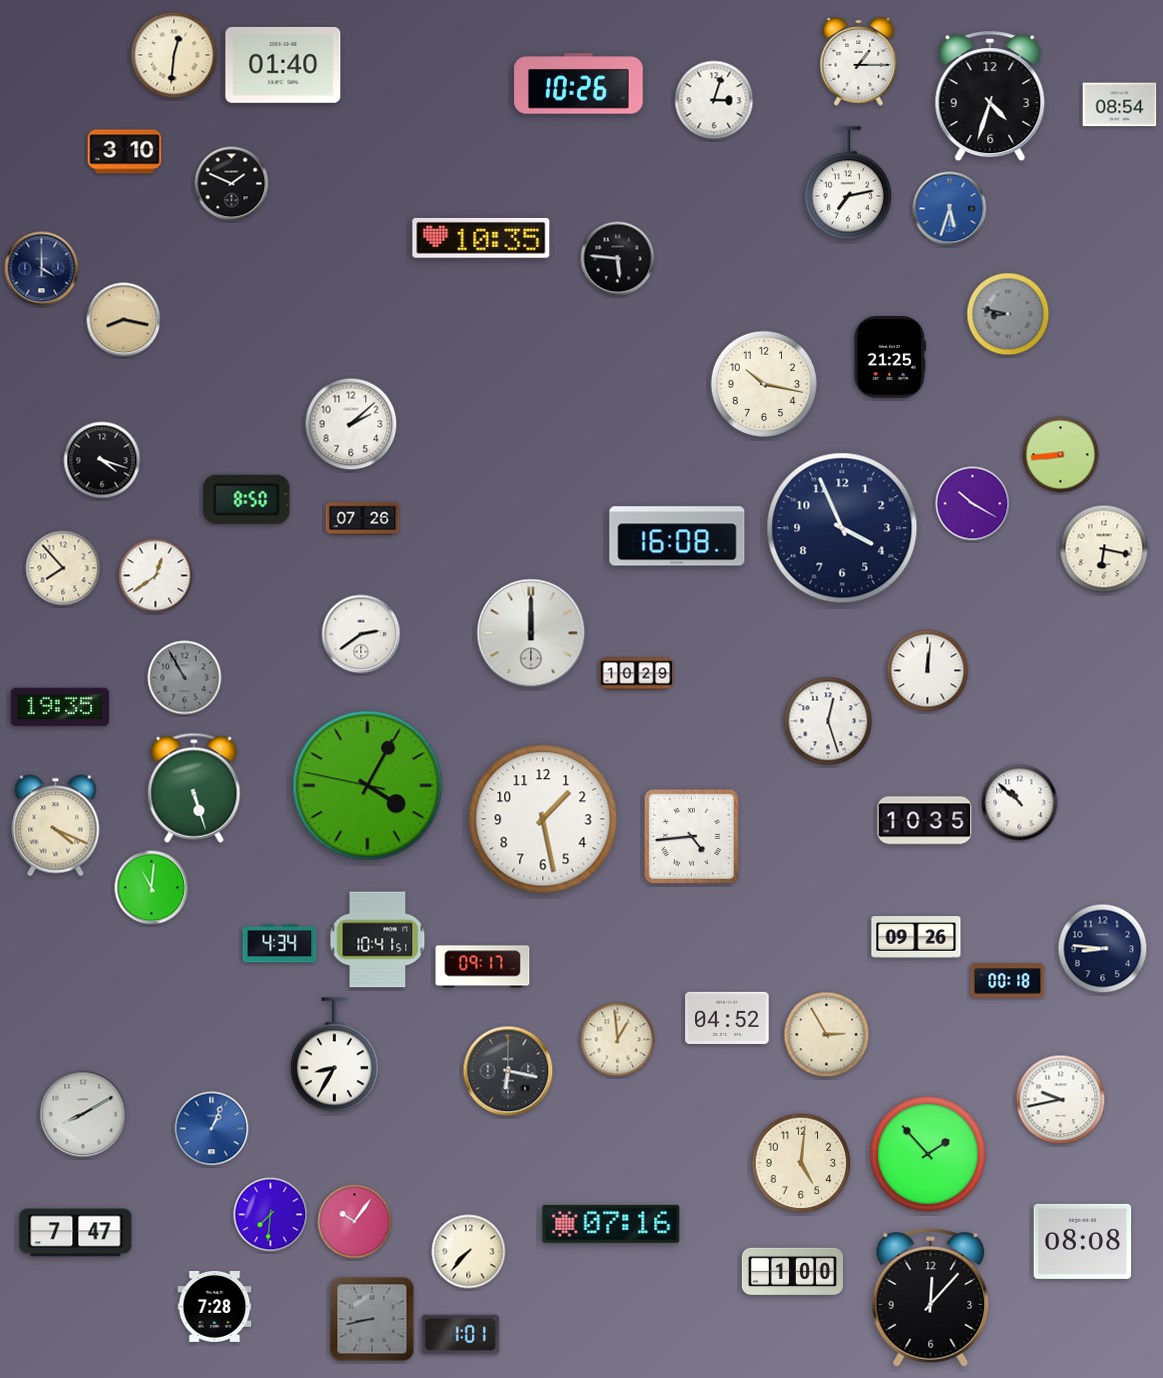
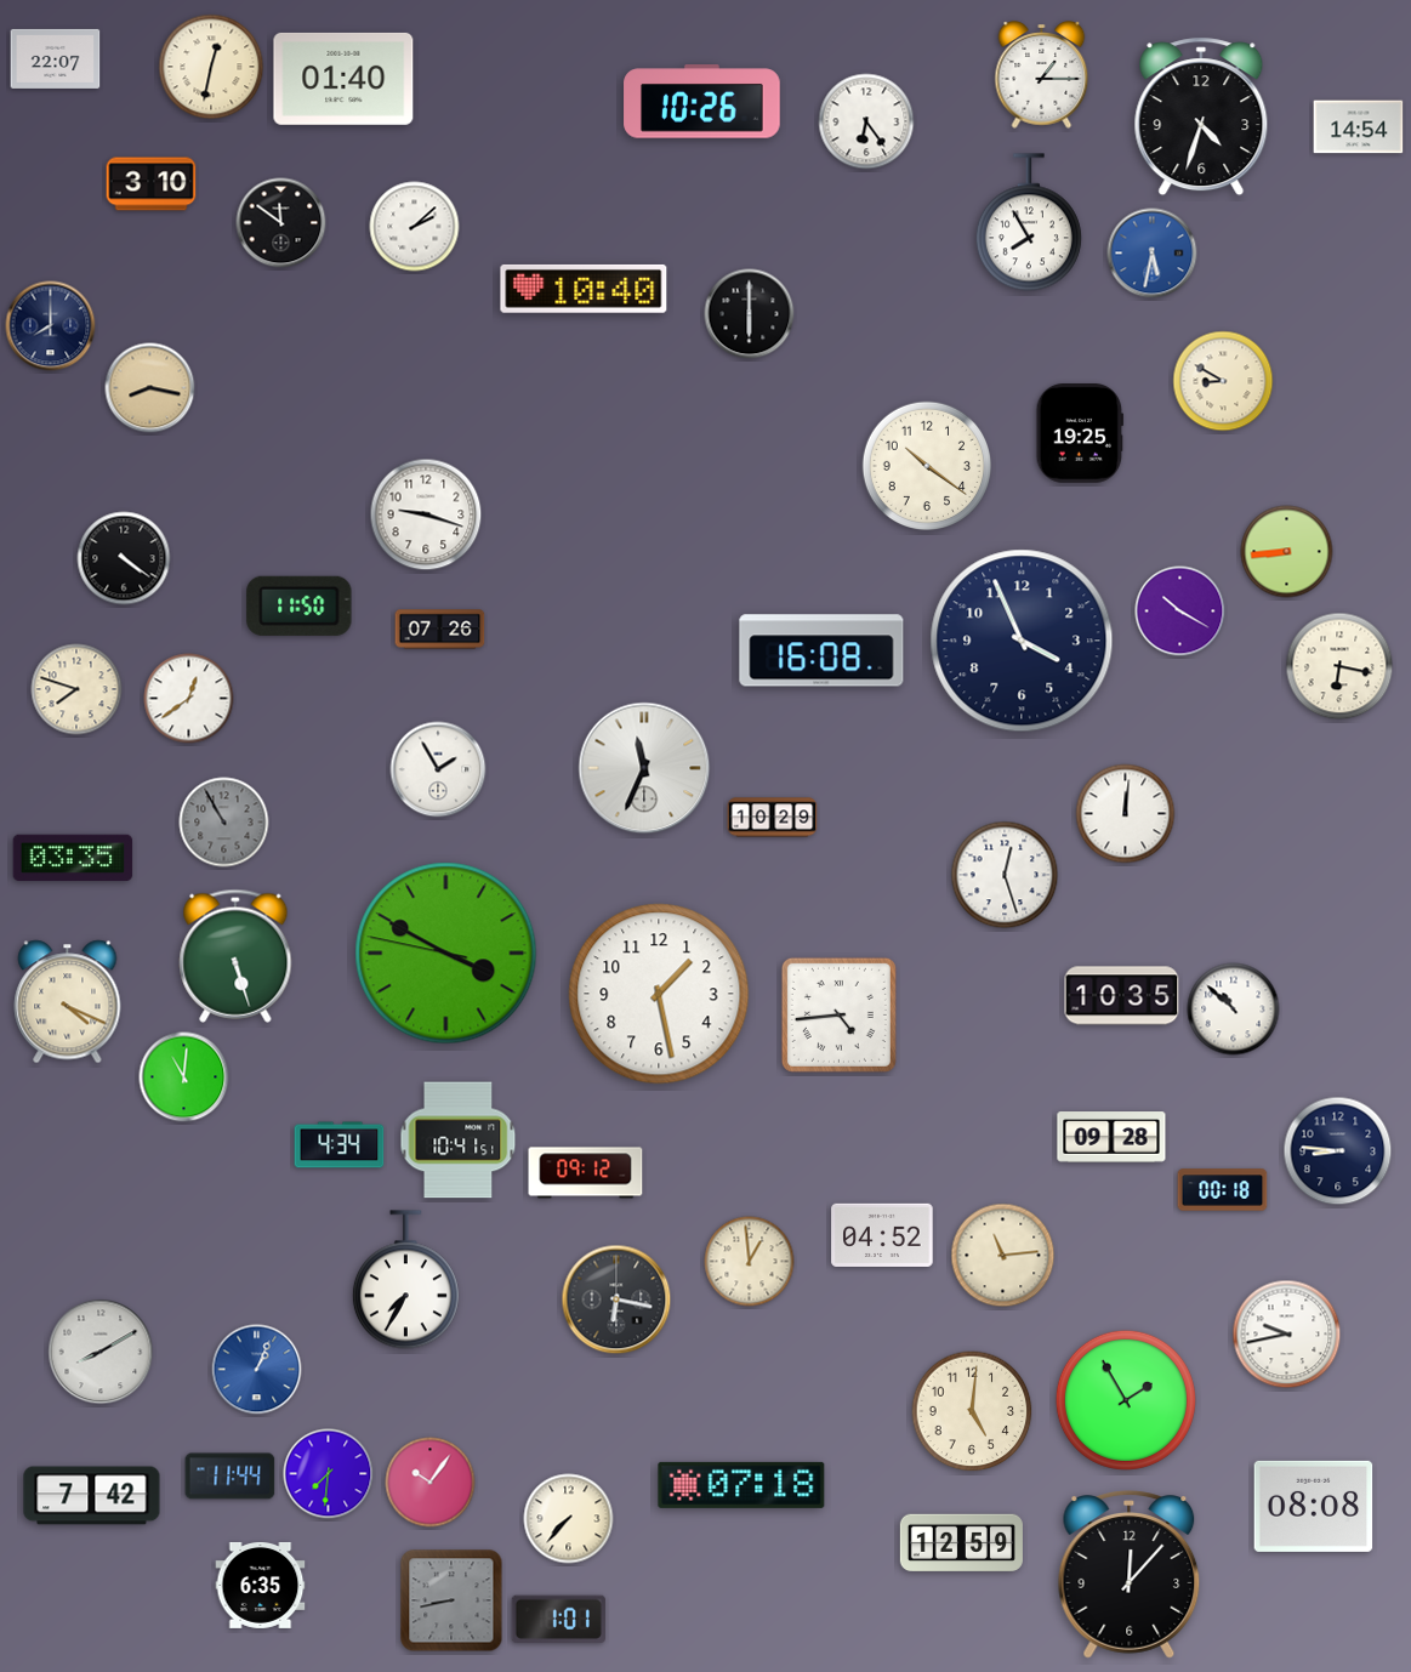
clock at (56, 58): none -> 22:07
clock at (174, 55): 12:31 -> 12:32
clock at (714, 100): 3:03 -> 6:24
clock at (1120, 105): 08:54 -> 14:54
clock at (848, 183): 7:13 -> 7:55
clock at (232, 184): 1:49 -> 11:51
clock at (415, 227): none -> 2:08
clock at (950, 209): 5:33 -> 5:32
clock at (481, 238): 10:35 -> 10:40
clock at (618, 259): 5:46 -> 6:00
clock at (42, 269): 4:00 -> 8:00
clock at (1008, 314): 8:47 -> 8:50
clock at (1008, 314) dial: grey -> cream
clock at (889, 358): 21:25 -> 19:25
clock at (764, 384): 10:17 -> 10:21
clock at (351, 424): 2:08 -> 9:18
clock at (102, 460): 4:18 -> 4:21
clock at (247, 499): 8:50 -> 11:50
clock at (63, 568): 7:53 -> 7:48
clock at (531, 633): 12:00 -> 11:34
clock at (361, 634): 2:39 -> 1:55
clock at (60, 707): 19:35 -> 03:35
clock at (368, 786): 4:04 -> 3:49
clock at (1020, 803) position: (1020, 803) -> (1234, 1010)
clock at (916, 937): 09:26 -> 09:28
clock at (483, 967): 09:17 -> 09:12
clock at (827, 1035): 2:55 -> 11:14
clock at (334, 1055): 8:35 -> 7:35
clock at (928, 1154): 1:53 -> 1:55
clock at (231, 1477): none -> 11:44
clock at (611, 1224): 07:16 -> 07:18
clock at (76, 1233): 7:47 -> 7:42
clock at (792, 1272): 1:00 -> 12:59
clock at (215, 1306): 7:28 -> 6:35
